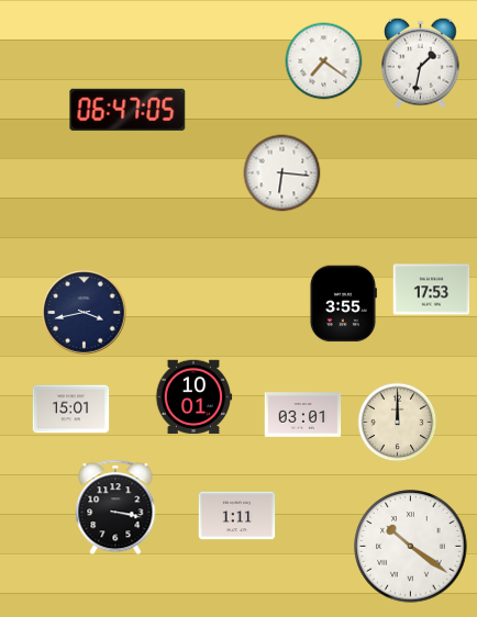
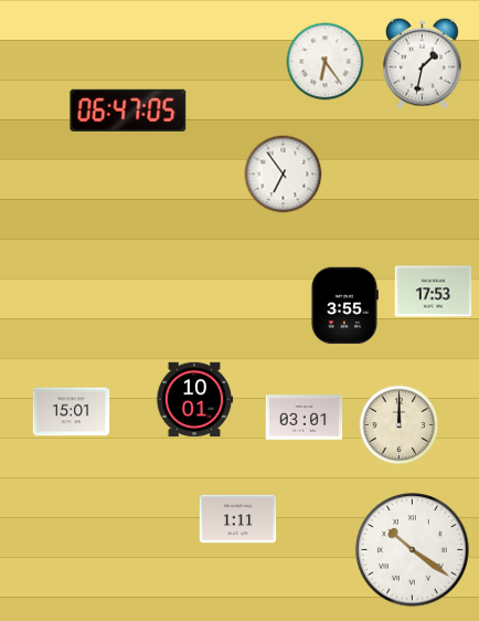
clock at (324, 61): 7:21 -> 6:24
clock at (282, 173): 6:16 -> 6:54
clock at (85, 313): 3:43 -> none
clock at (115, 507): 3:17 -> none
